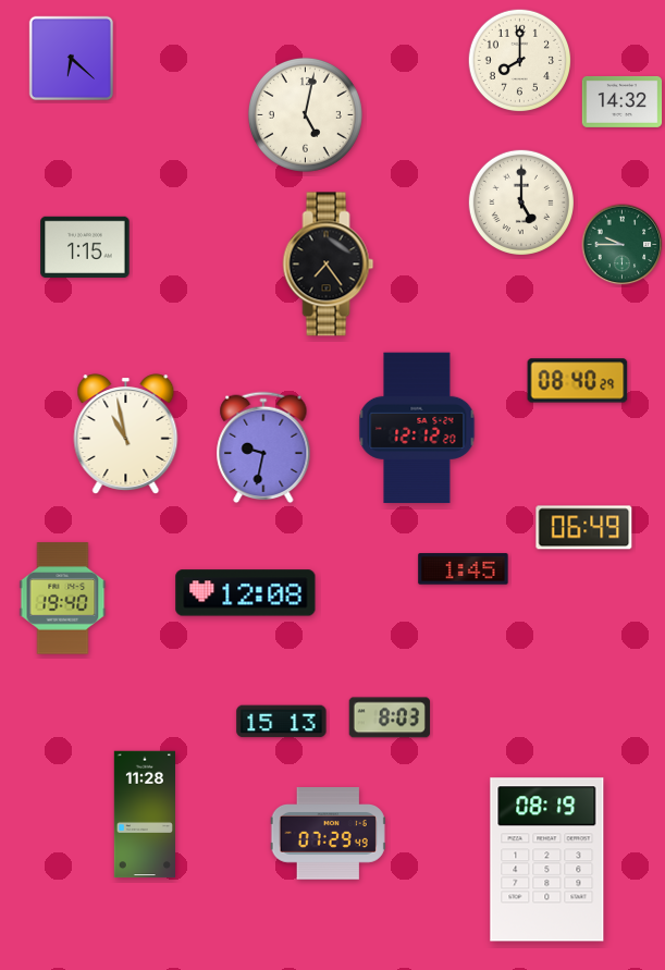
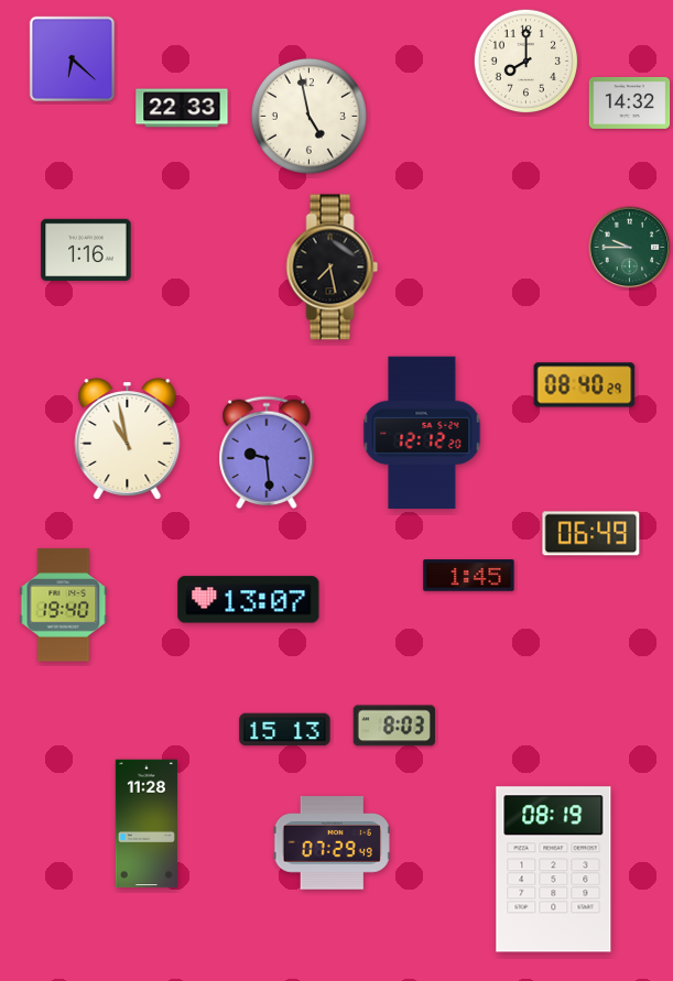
clock at (182, 108): none -> 22:33
clock at (305, 114): 5:02 -> 4:58
clock at (521, 202): 5:00 -> none
clock at (85, 247): 1:15 -> 1:16
clock at (329, 265): 7:24 -> 7:28
clock at (263, 447): 9:32 -> 9:29
clock at (246, 593): 12:08 -> 13:07
